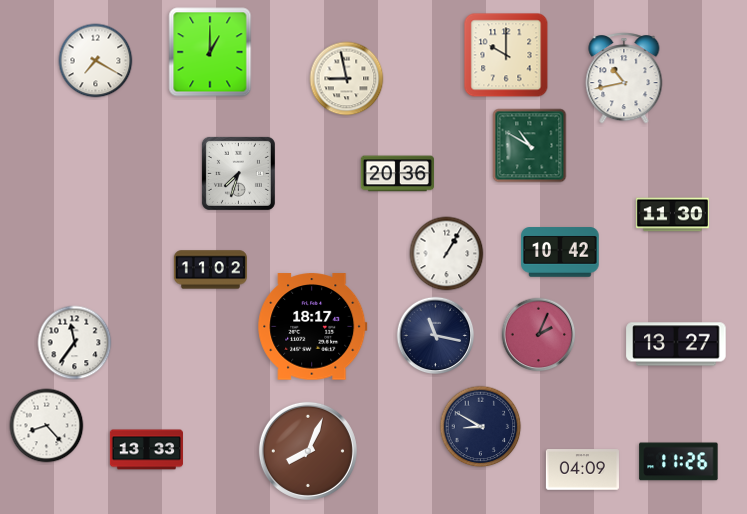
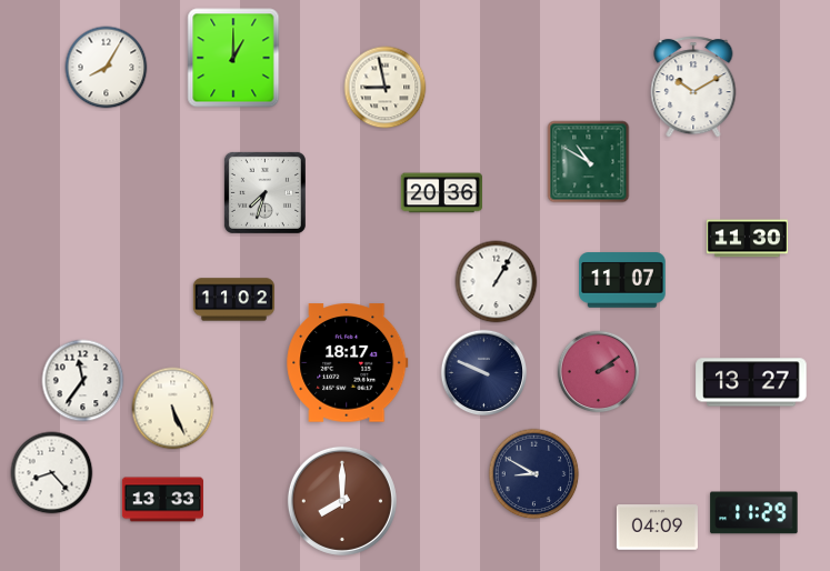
clock at (506, 55): 10:00 -> none
clock at (96, 61): 7:20 -> 8:05
clock at (624, 78): 10:43 -> 10:10
clock at (560, 252): 10:42 -> 11:07
clock at (539, 335): 2:04 -> 2:09
clock at (436, 336): 11:17 -> 9:49
clock at (173, 409): none -> 5:26
clock at (308, 451): 8:04 -> 8:00
clock at (679, 462): 11:26 -> 11:29
clock at (582, 470) position: (582, 470) -> (657, 528)
